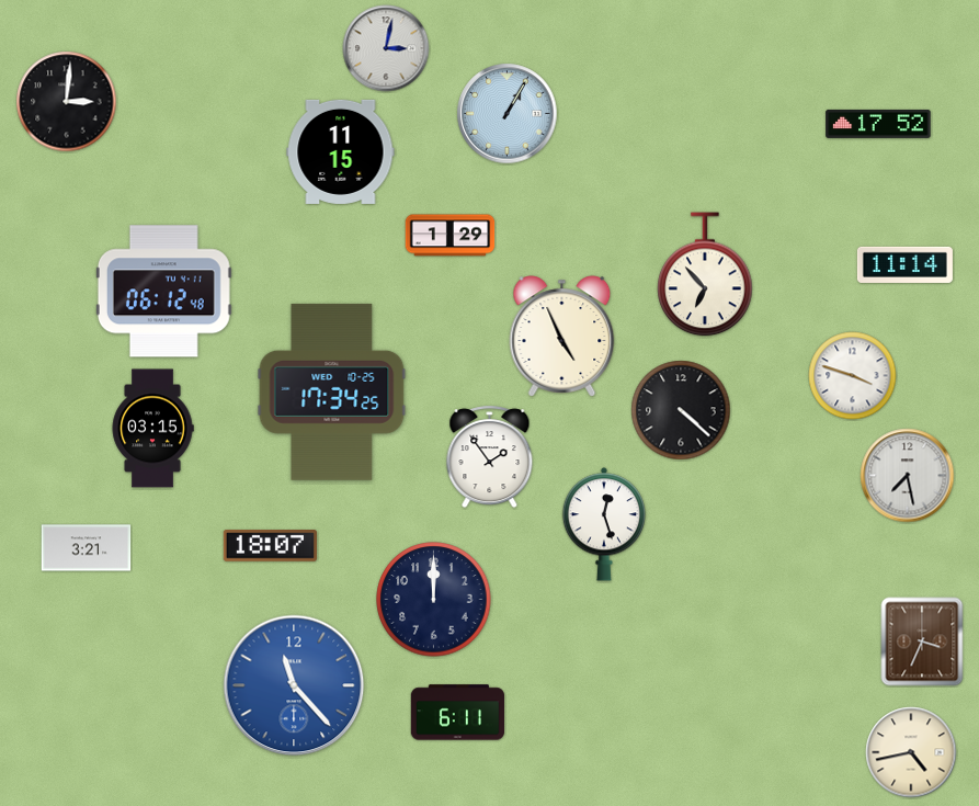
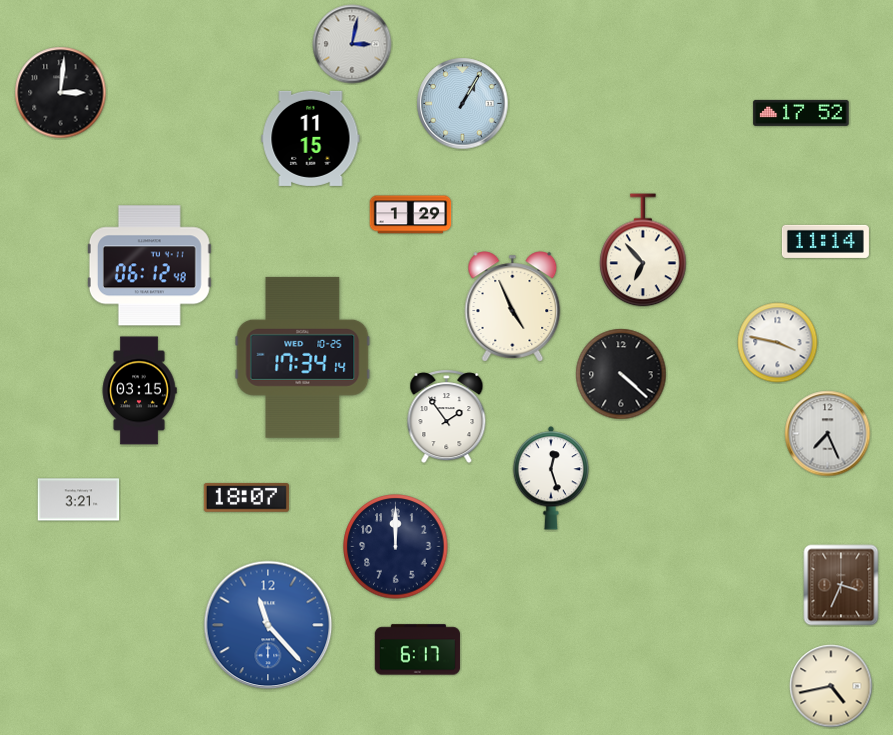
clock at (853, 376): 3:48 -> 3:47
clock at (332, 391): 17:34:25 -> 17:34:14
clock at (908, 476): 7:28 -> 7:26
clock at (457, 713): 6:11 -> 6:17
